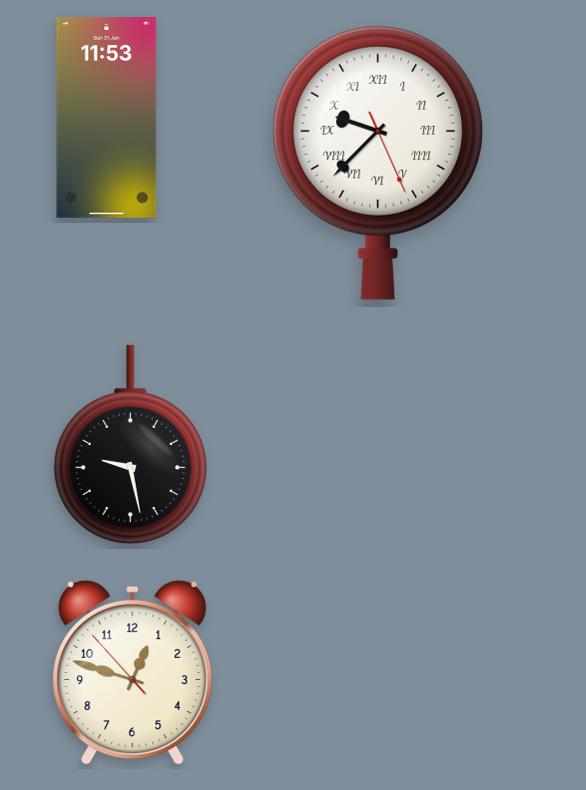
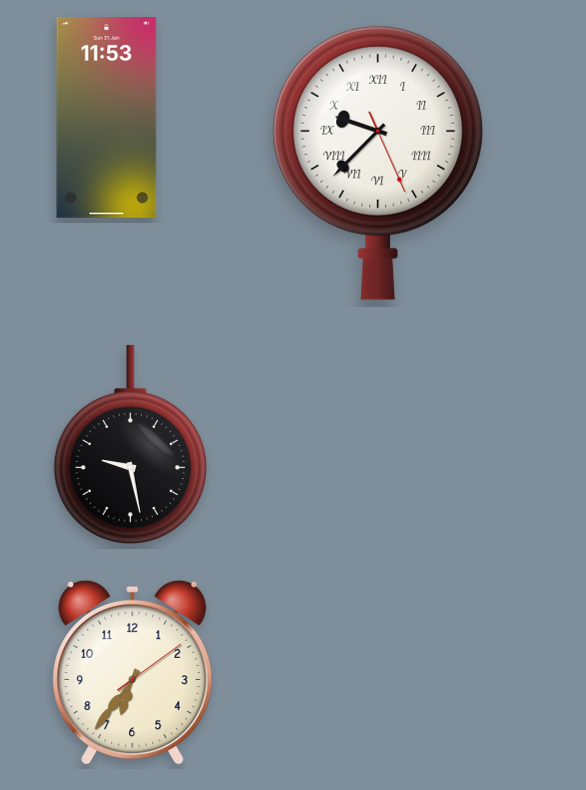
clock at (133, 672): 12:47 -> 6:36
